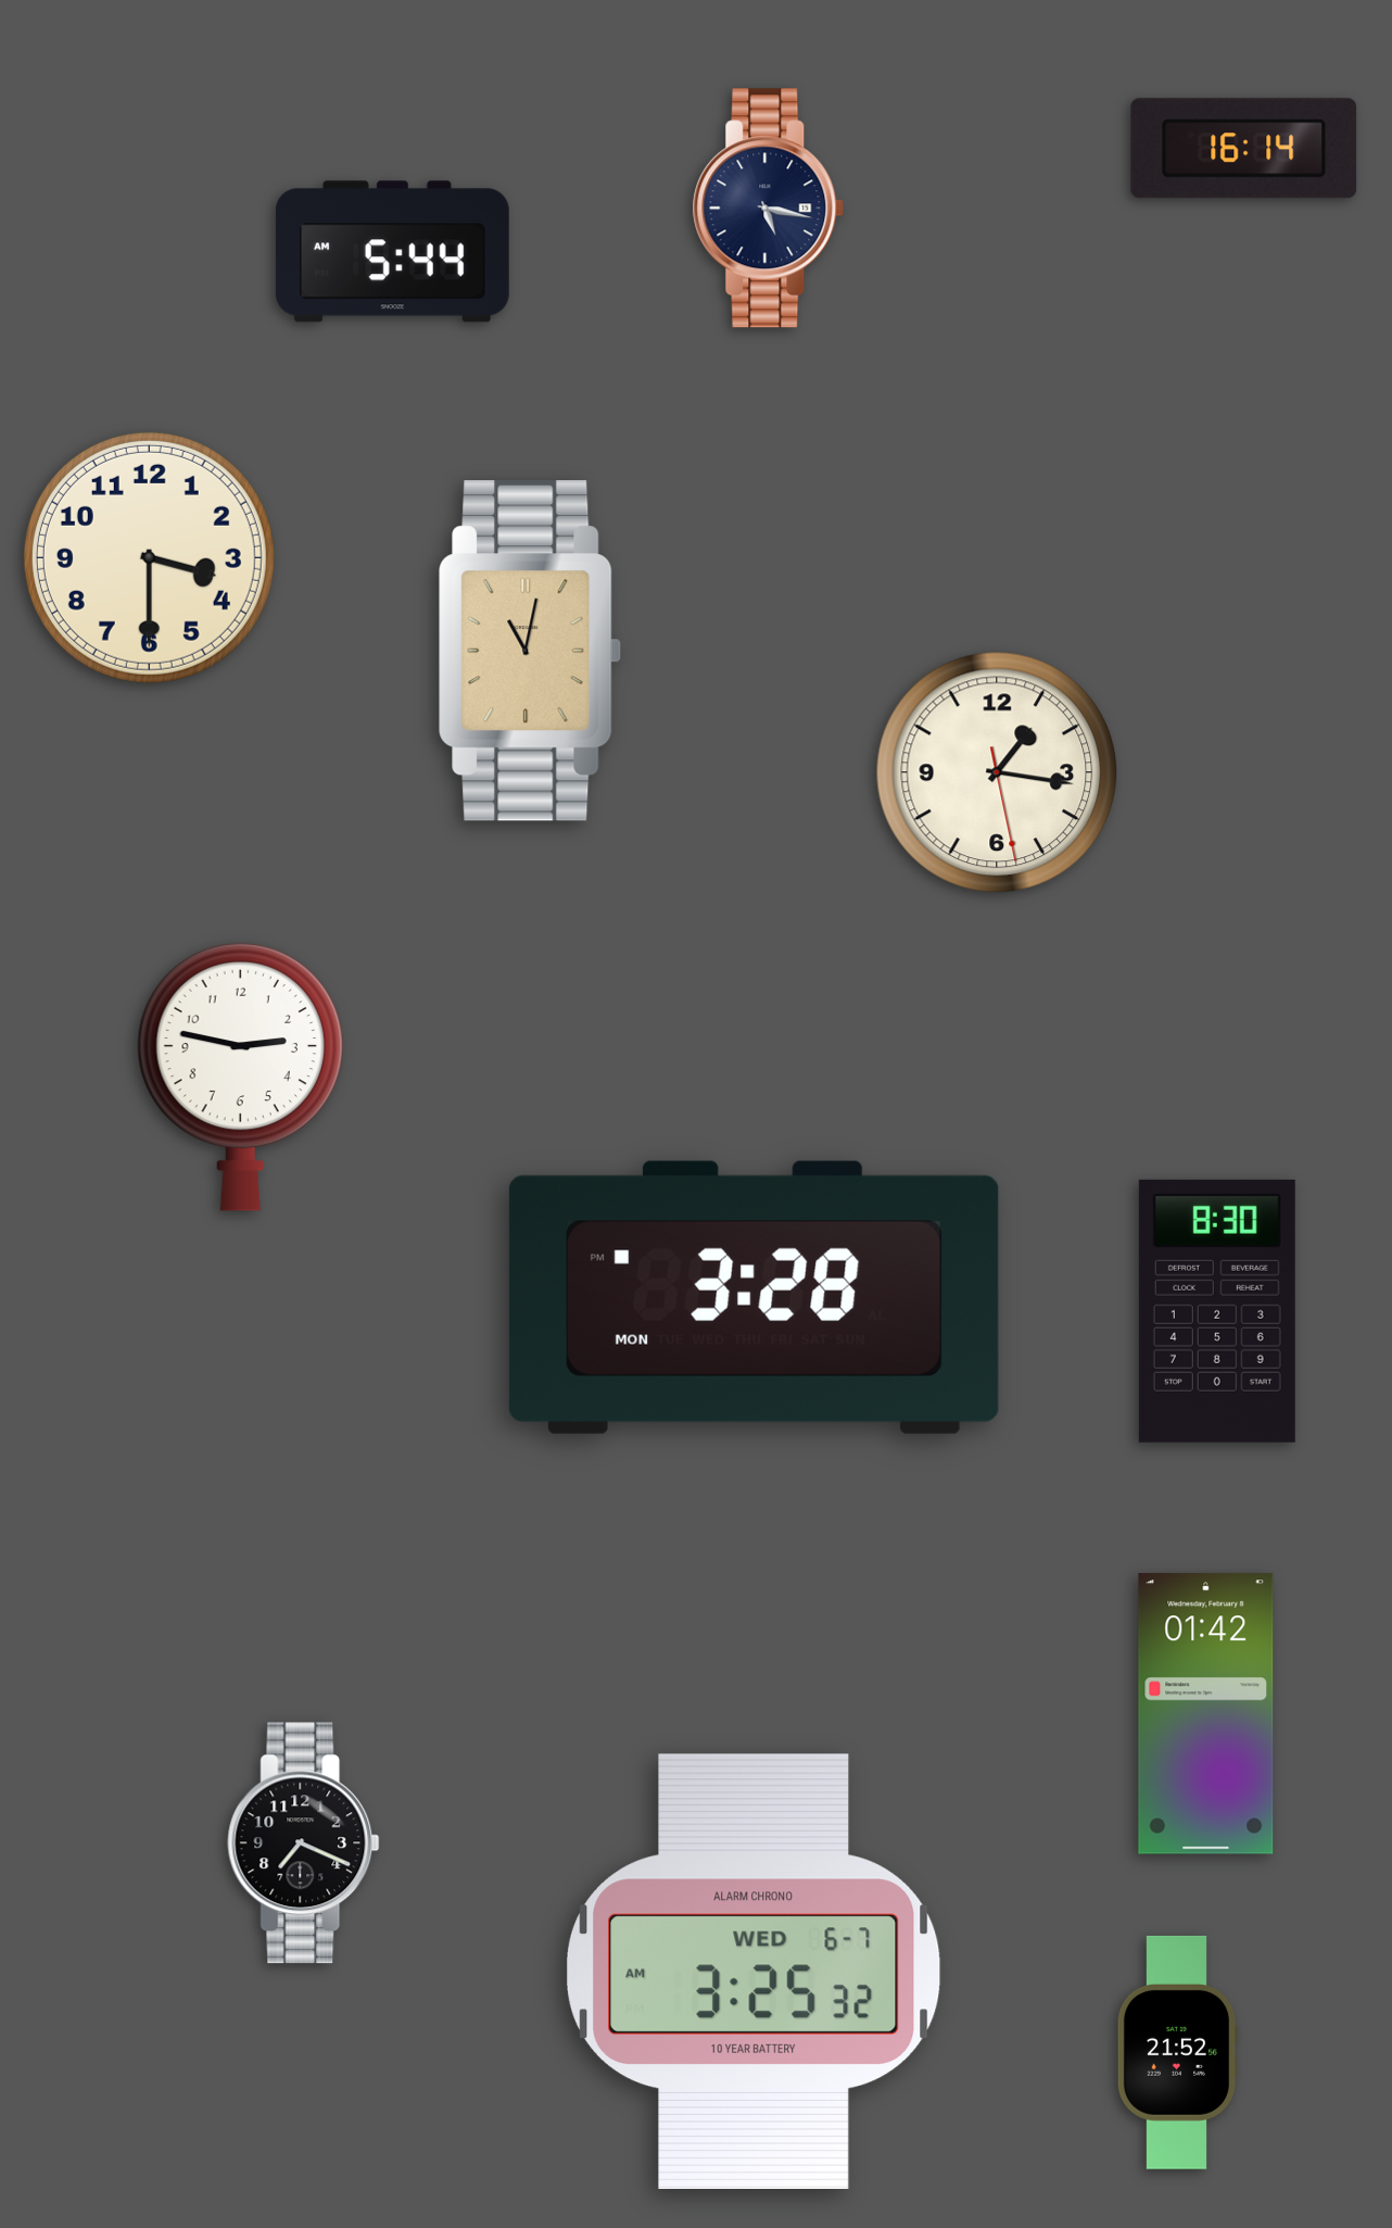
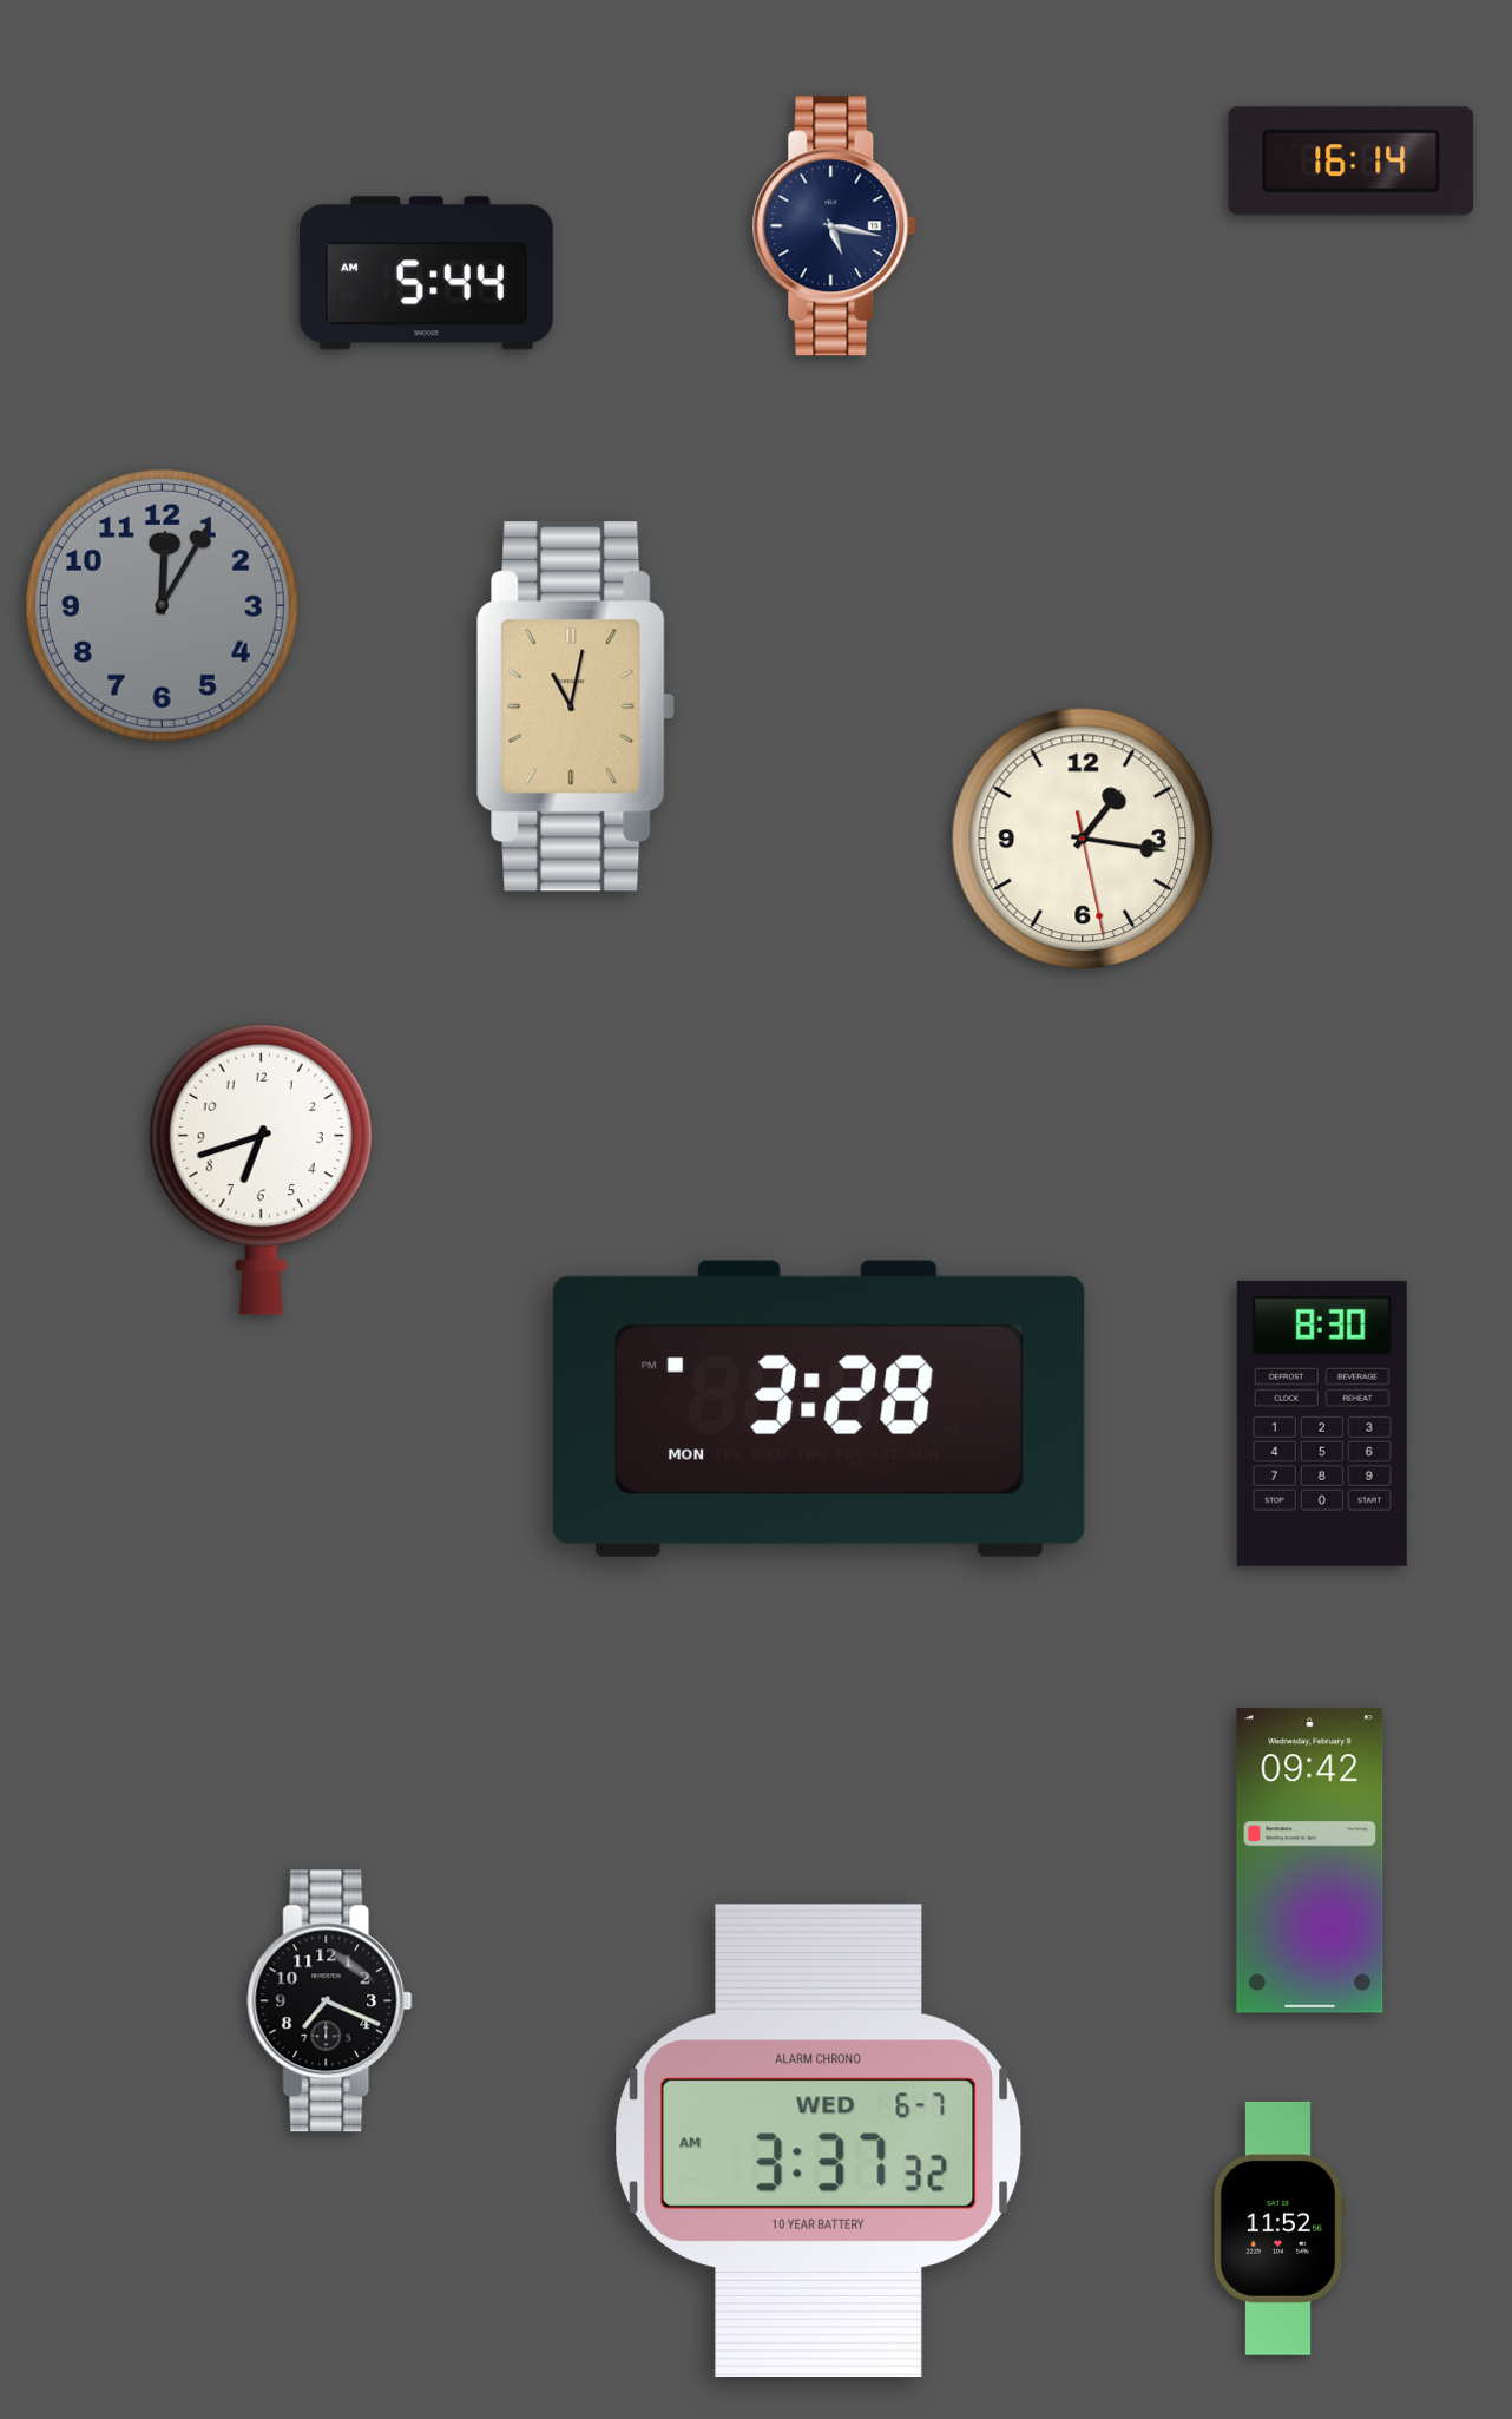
clock at (149, 557): 3:30 -> 12:05
clock at (149, 557) dial: cream -> grey
clock at (240, 1077): 2:47 -> 6:42
clock at (1206, 1714): 01:42 -> 09:42
clock at (754, 1972): 3:25 -> 3:37
clock at (1177, 2052): 21:52 -> 11:52
